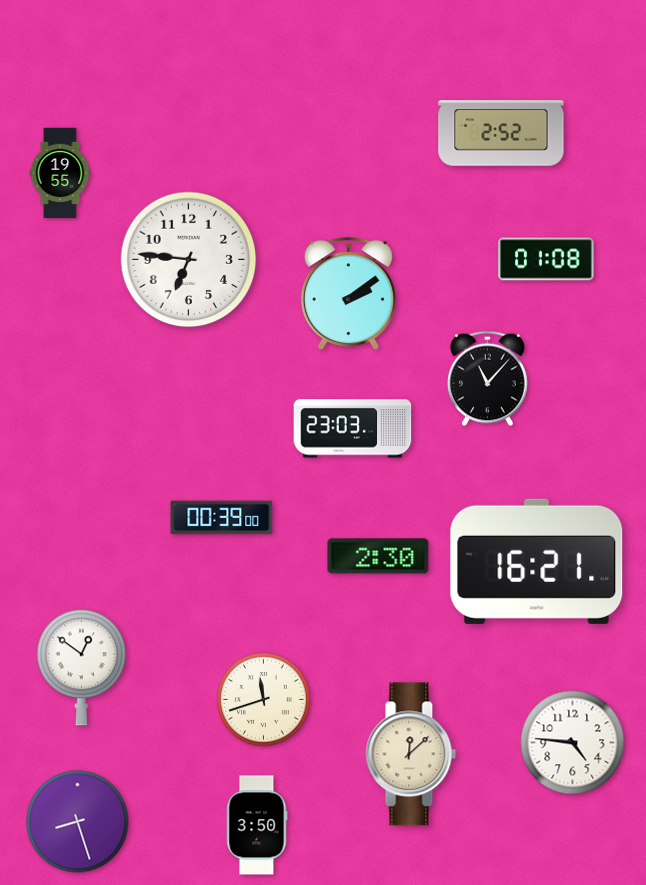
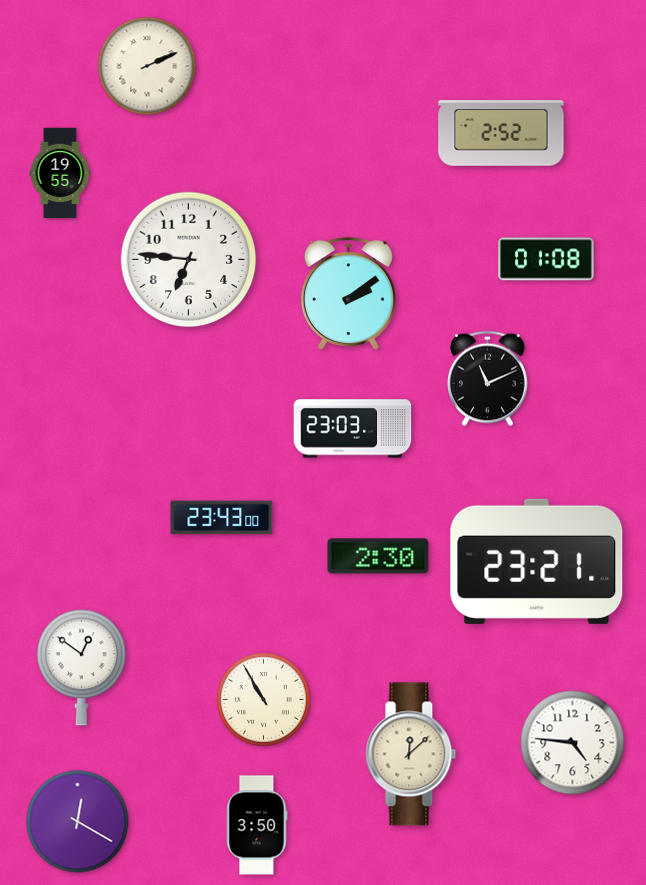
clock at (147, 66): none -> 2:11
clock at (488, 379): 11:07 -> 11:11
clock at (222, 518): 00:39 -> 23:43
clock at (537, 561): 16:21 -> 23:21
clock at (264, 700): 11:42 -> 10:55
clock at (78, 822): 8:27 -> 12:20
